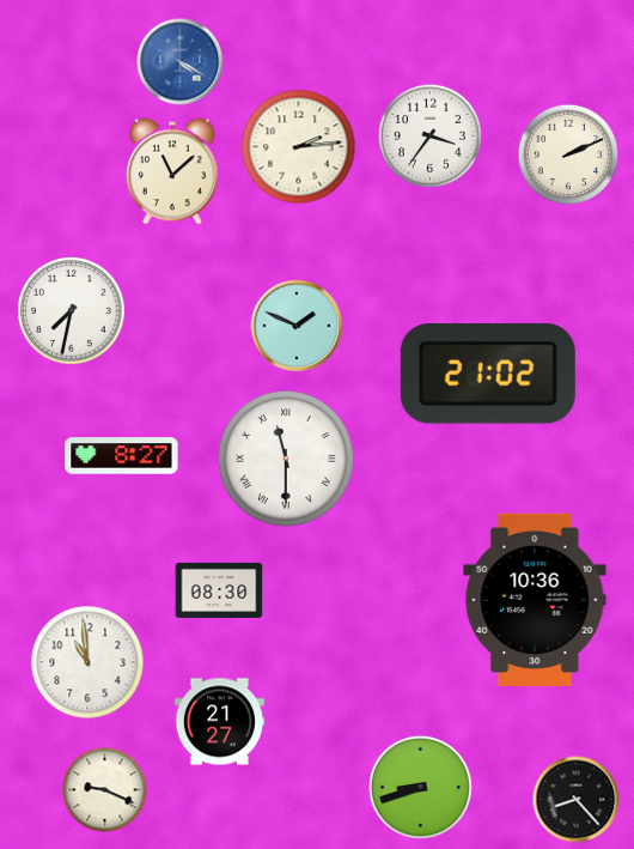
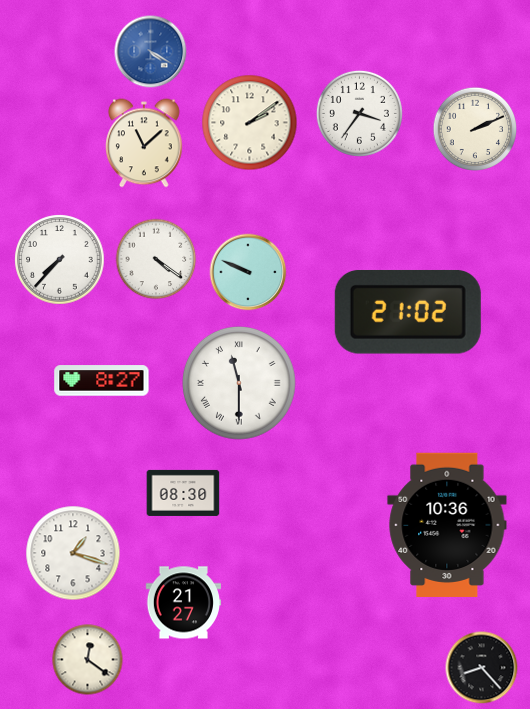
clock at (299, 147): 2:14 -> 2:09
clock at (156, 259): none -> 4:21
clock at (72, 311): 7:32 -> 7:37
clock at (297, 326): 1:49 -> 9:49
clock at (535, 600) position: (535, 600) -> (447, 525)
clock at (87, 662): 10:59 -> 1:18
clock at (420, 787): 8:42 -> none
clock at (105, 790): 9:19 -> 12:21
